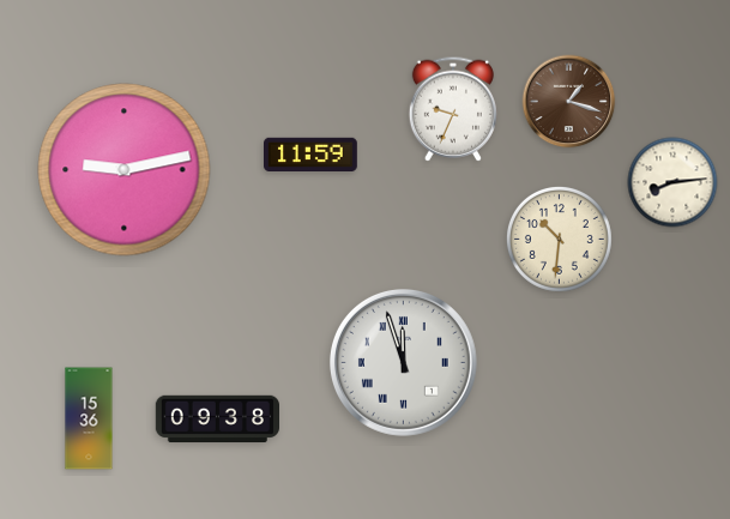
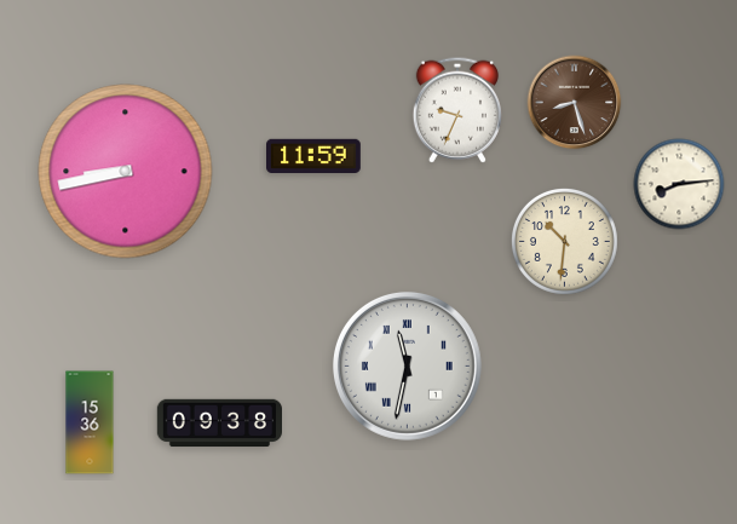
clock at (569, 102): 1:18 -> 8:27
clock at (125, 170): 9:13 -> 8:43
clock at (403, 362): 11:57 -> 11:32
